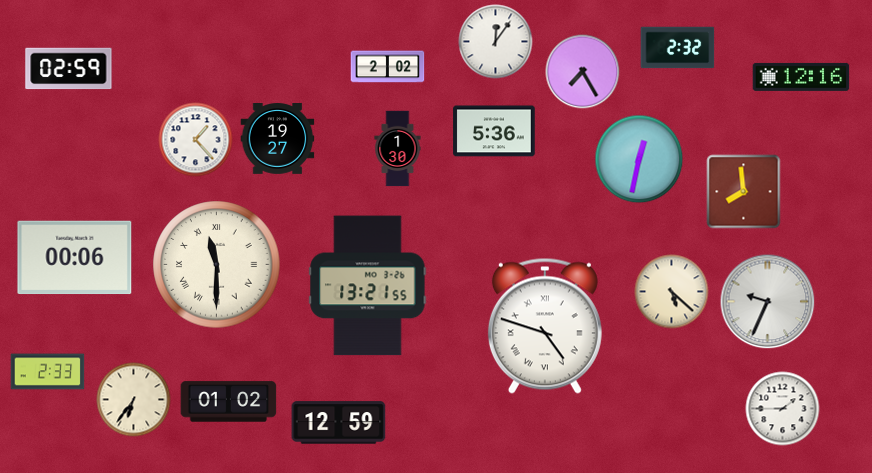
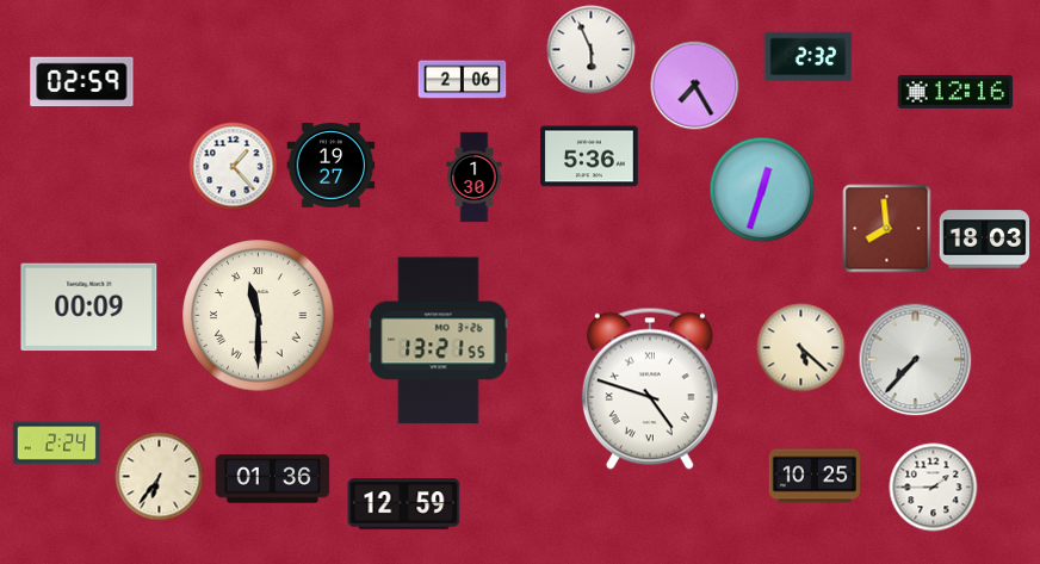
clock at (496, 42): 12:06 -> 5:56
clock at (388, 67): 2:02 -> 2:06
clock at (639, 159): 12:32 -> 12:33
clock at (985, 240): none -> 18:03
clock at (75, 258): 00:06 -> 00:09
clock at (768, 302): 9:34 -> 7:37
clock at (48, 372): 2:33 -> 2:24
clock at (815, 476): none -> 10:25
clock at (229, 402): 01:02 -> 01:36
